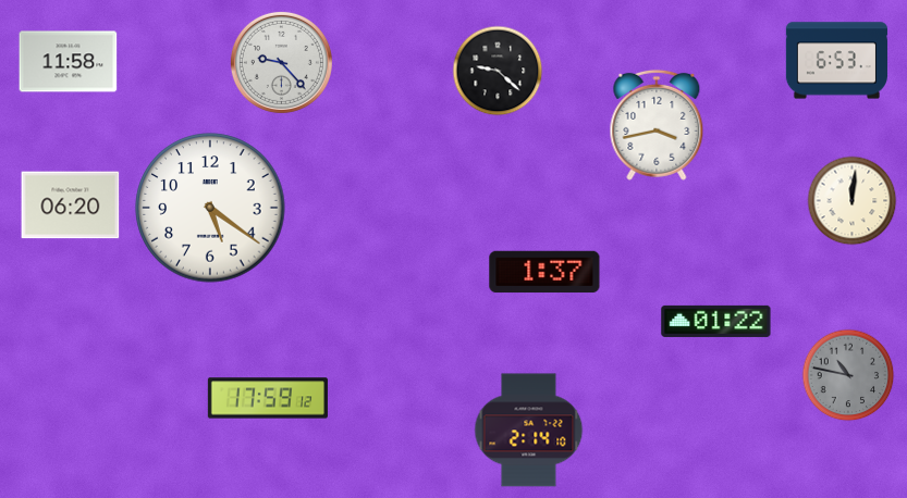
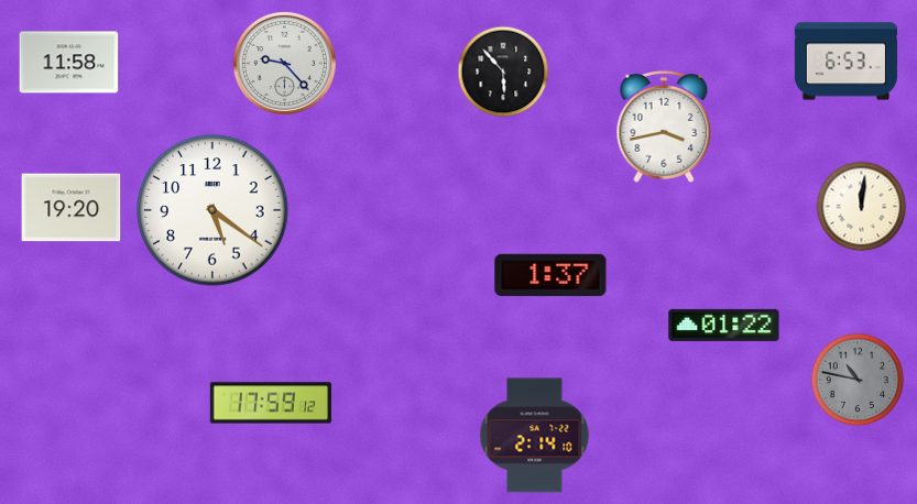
clock at (498, 71): 9:22 -> 5:53
clock at (853, 201) position: (853, 201) -> (862, 207)
clock at (71, 206): 06:20 -> 19:20
